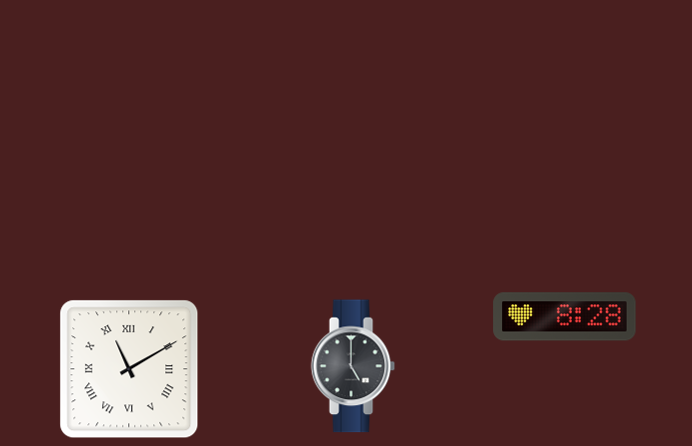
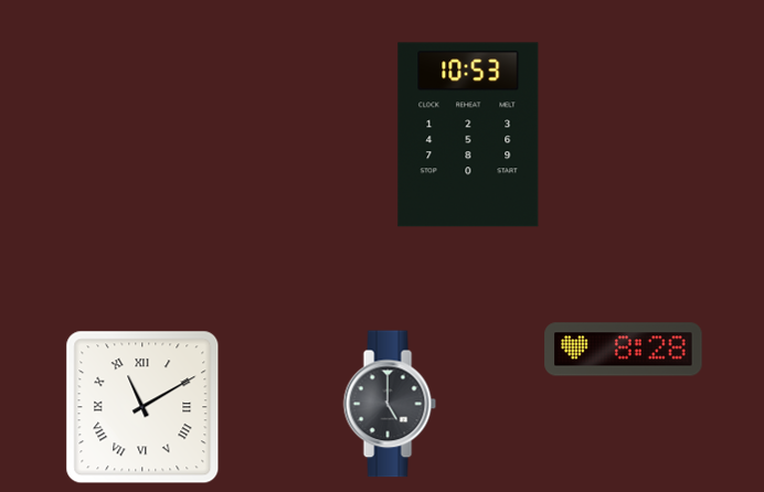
clock at (468, 135): none -> 10:53
